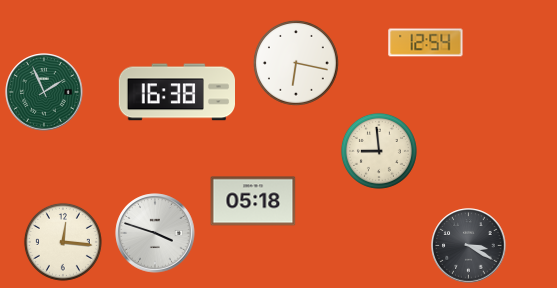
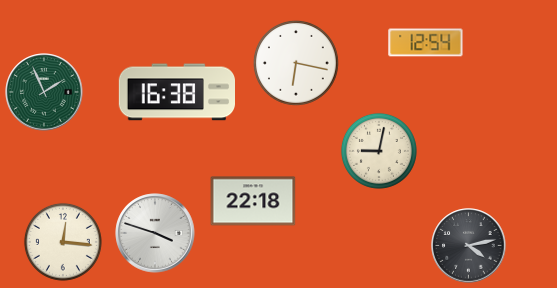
clock at (379, 151): 8:59 -> 9:02
clock at (253, 201): 05:18 -> 22:18
clock at (469, 246): 3:20 -> 4:13
